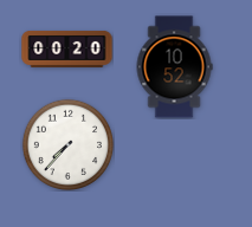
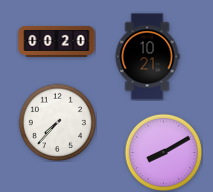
clock at (174, 67): 10:52 -> 10:21
clock at (163, 152): none -> 8:10
